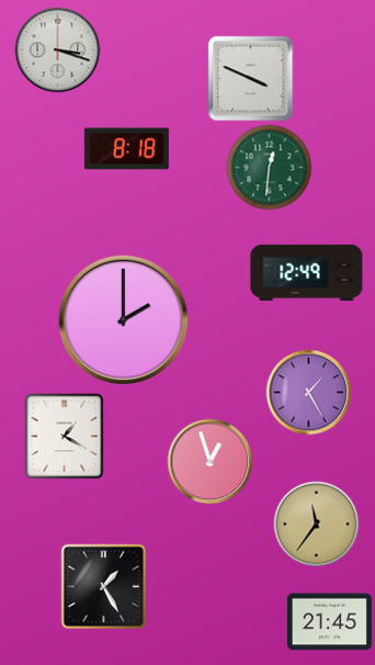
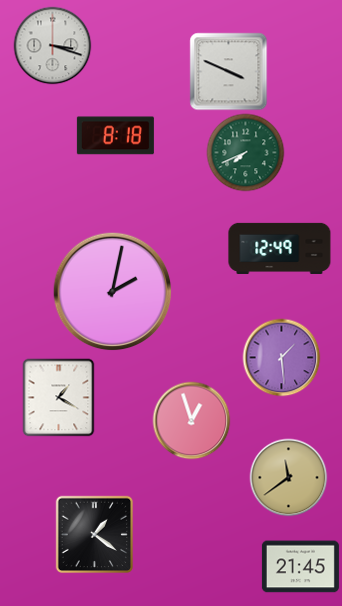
clock at (269, 167): 12:31 -> 7:41
clock at (123, 319): 2:00 -> 2:02
clock at (308, 392): 1:25 -> 1:29
clock at (316, 523): 11:36 -> 11:39
clock at (103, 586): 1:25 -> 1:21
